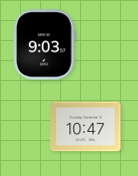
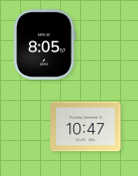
clock at (45, 45): 9:03 -> 8:05
